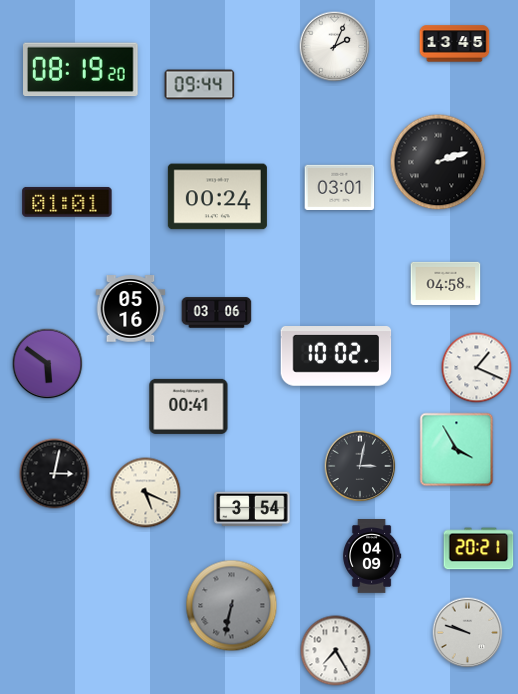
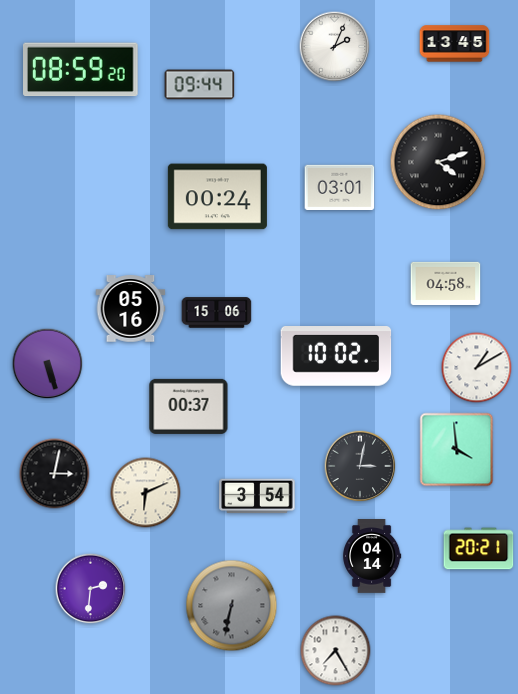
clock at (81, 70): 08:19 -> 08:59
clock at (438, 162): 2:12 -> 4:12
clock at (67, 202): 01:01 -> none
clock at (217, 313): 03:06 -> 15:06
clock at (48, 364): 5:51 -> 5:27
clock at (477, 368): 1:19 -> 1:10
clock at (189, 406): 00:41 -> 00:37
clock at (457, 450): 3:55 -> 3:59
clock at (146, 493): 5:19 -> 6:11
clock at (252, 509) position: (252, 509) -> (257, 496)
clock at (372, 557): 04:09 -> 04:14
clock at (91, 589): none -> 2:31
clock at (468, 633): 9:48 -> none
